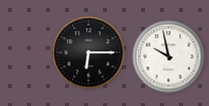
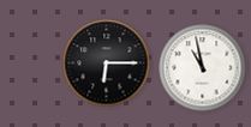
clock at (169, 57): 9:58 -> 10:58
